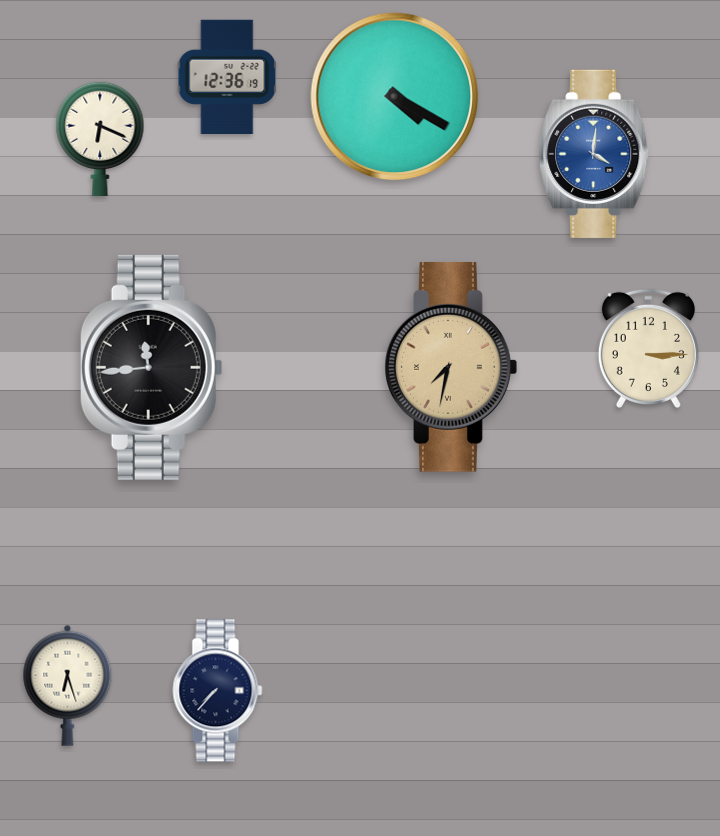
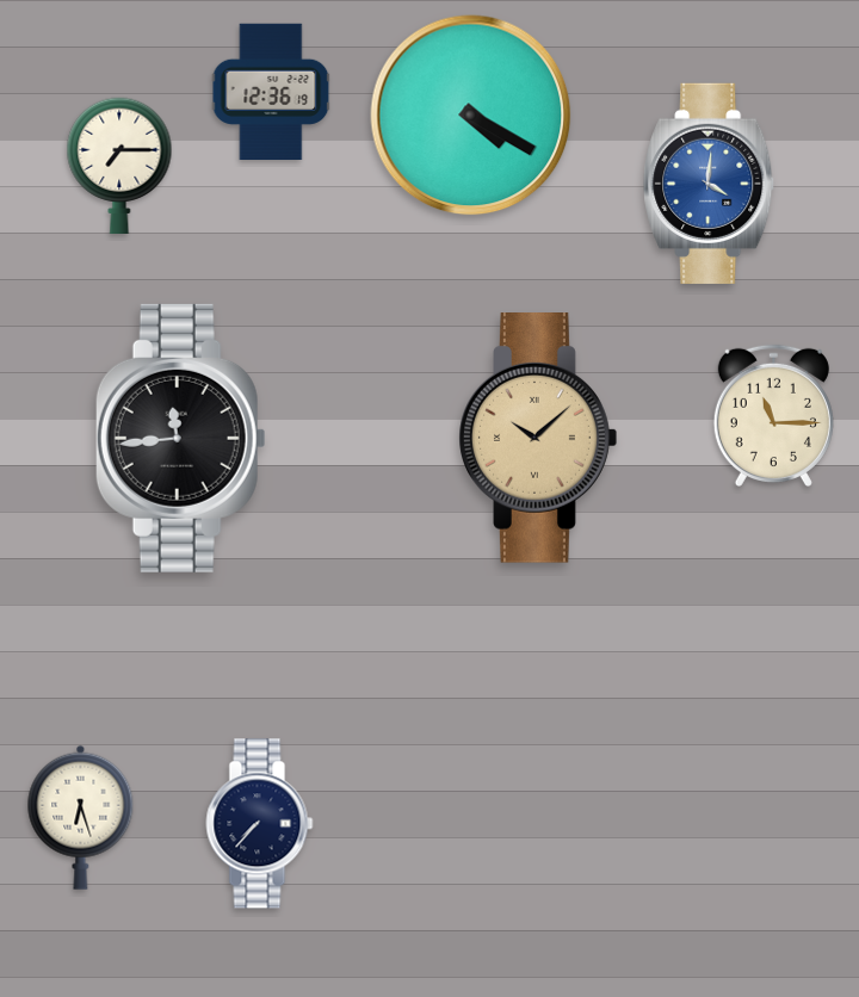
clock at (100, 138): 6:19 -> 7:15
clock at (648, 348): 3:15 -> 11:15
clock at (451, 368): 7:32 -> 10:08
